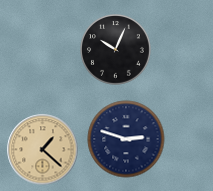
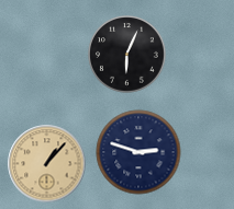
clock at (116, 50): 10:04 -> 6:04
clock at (43, 150): 1:22 -> 1:07
